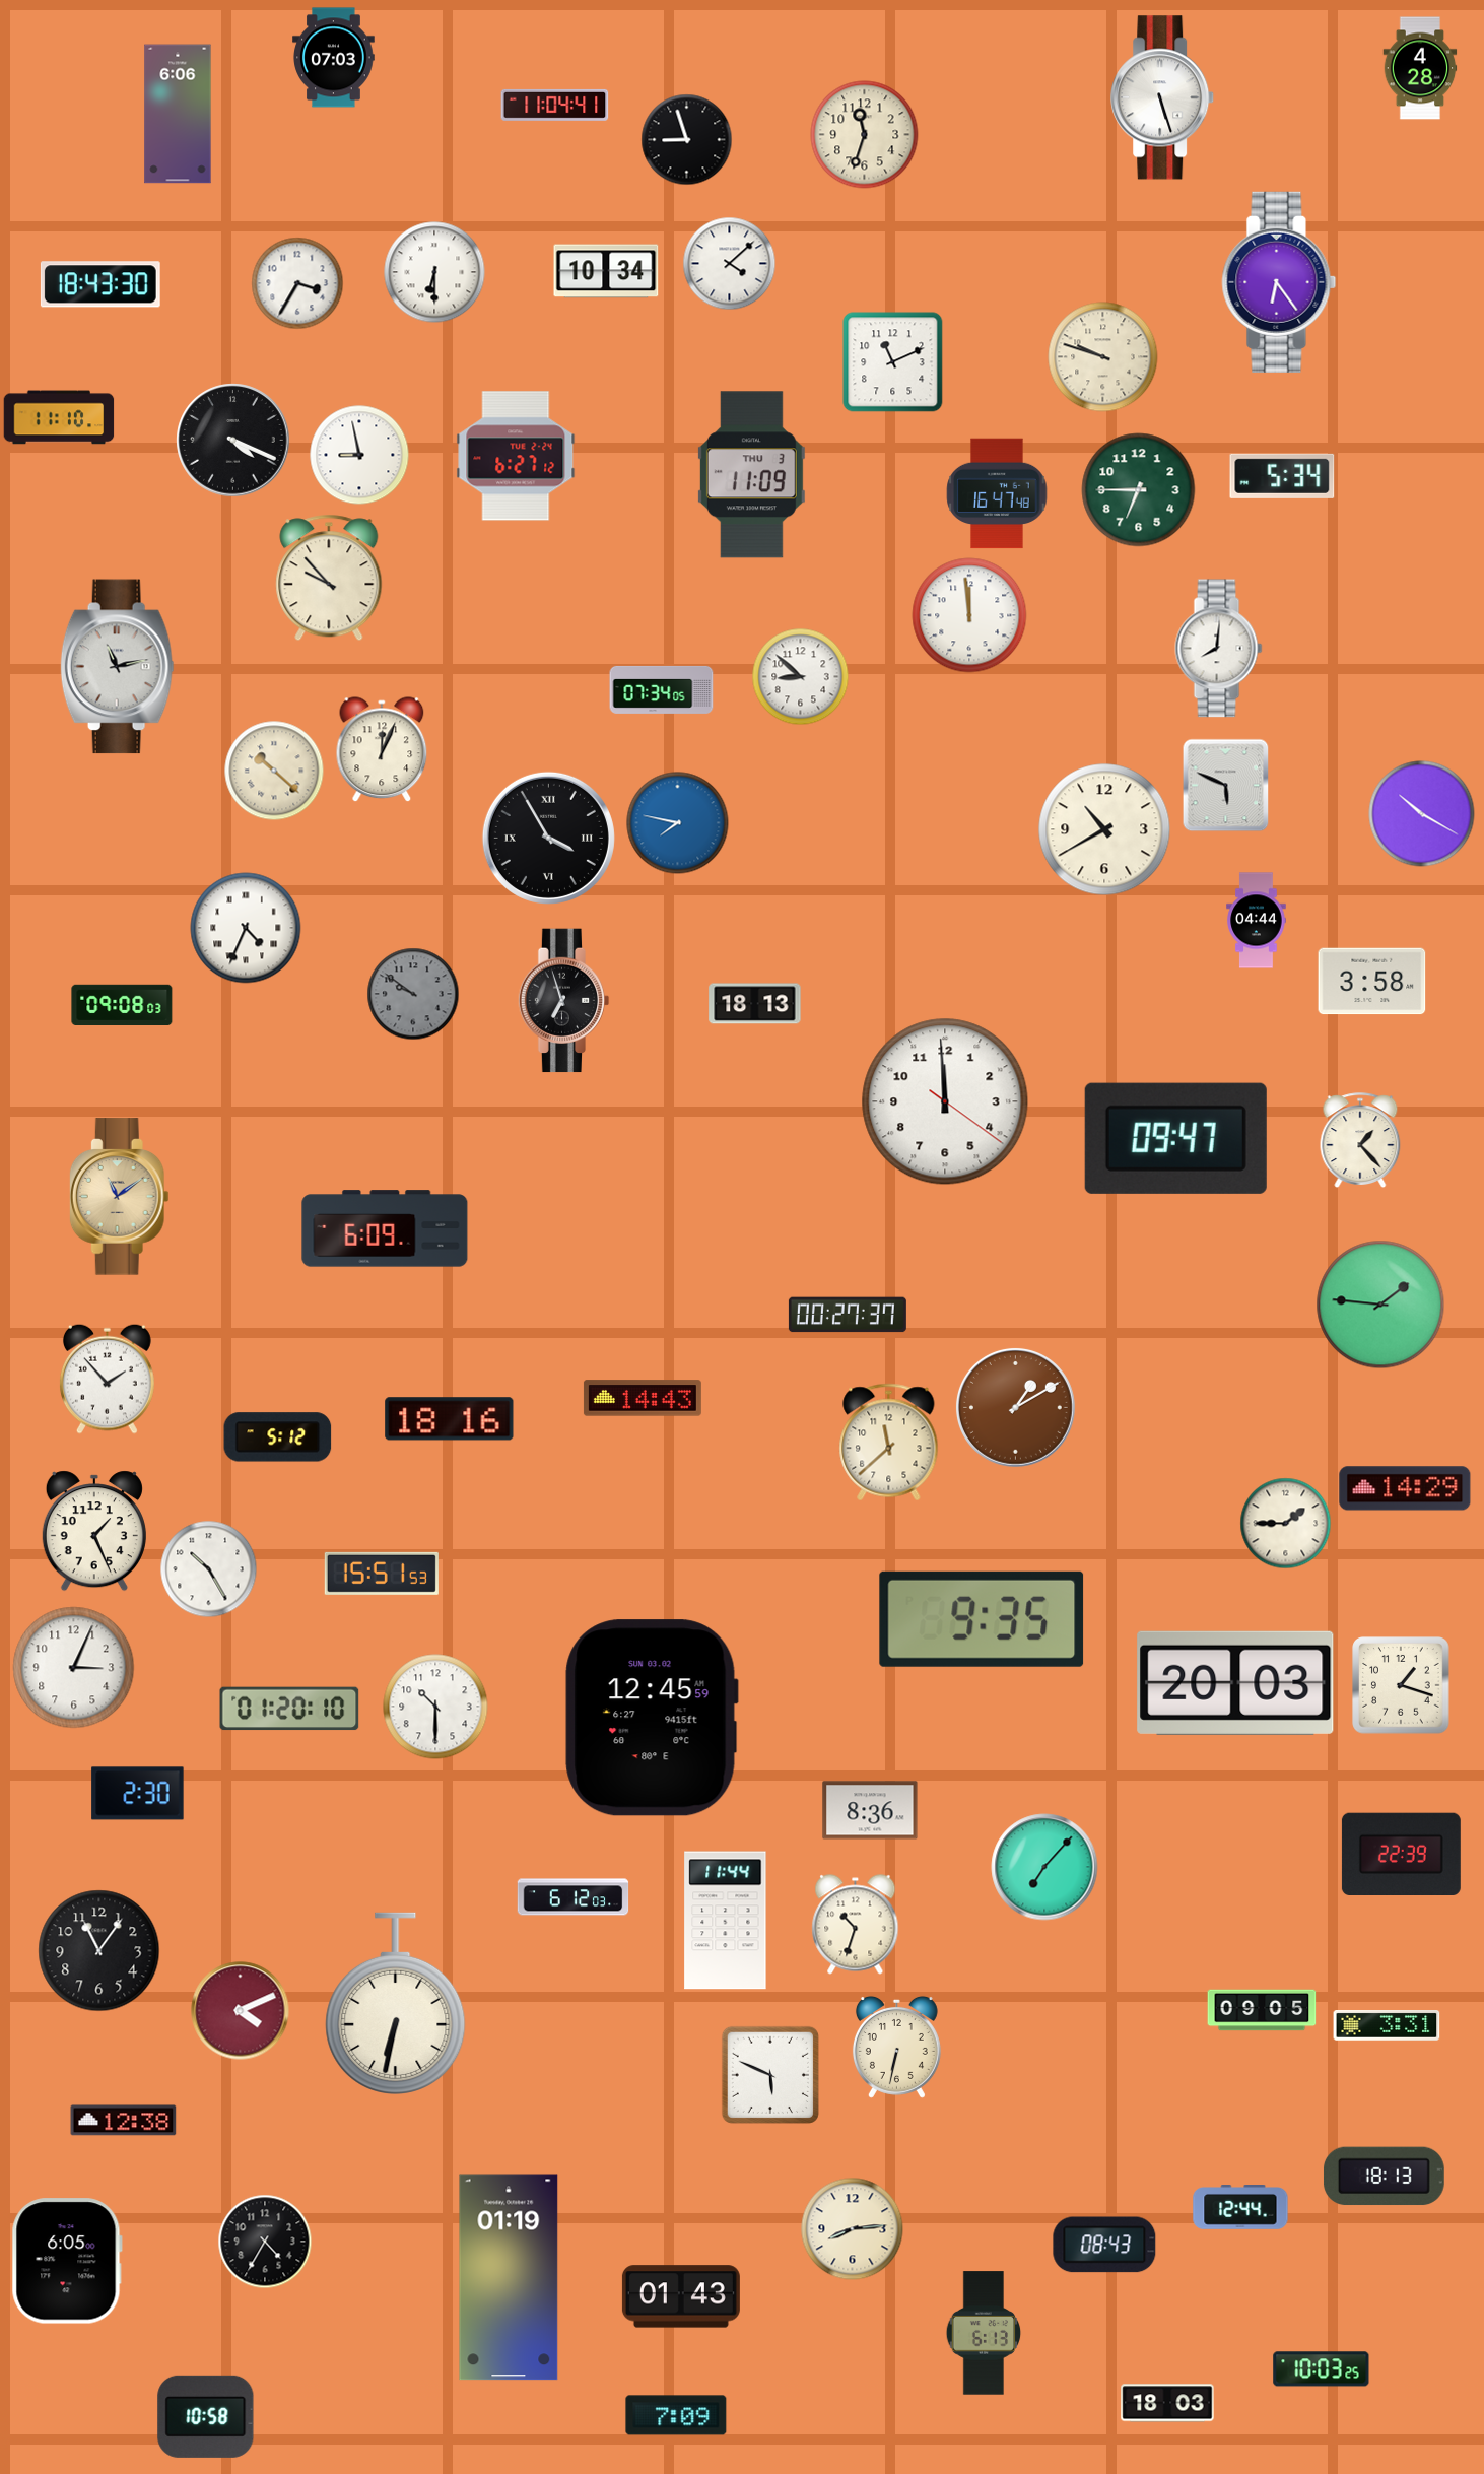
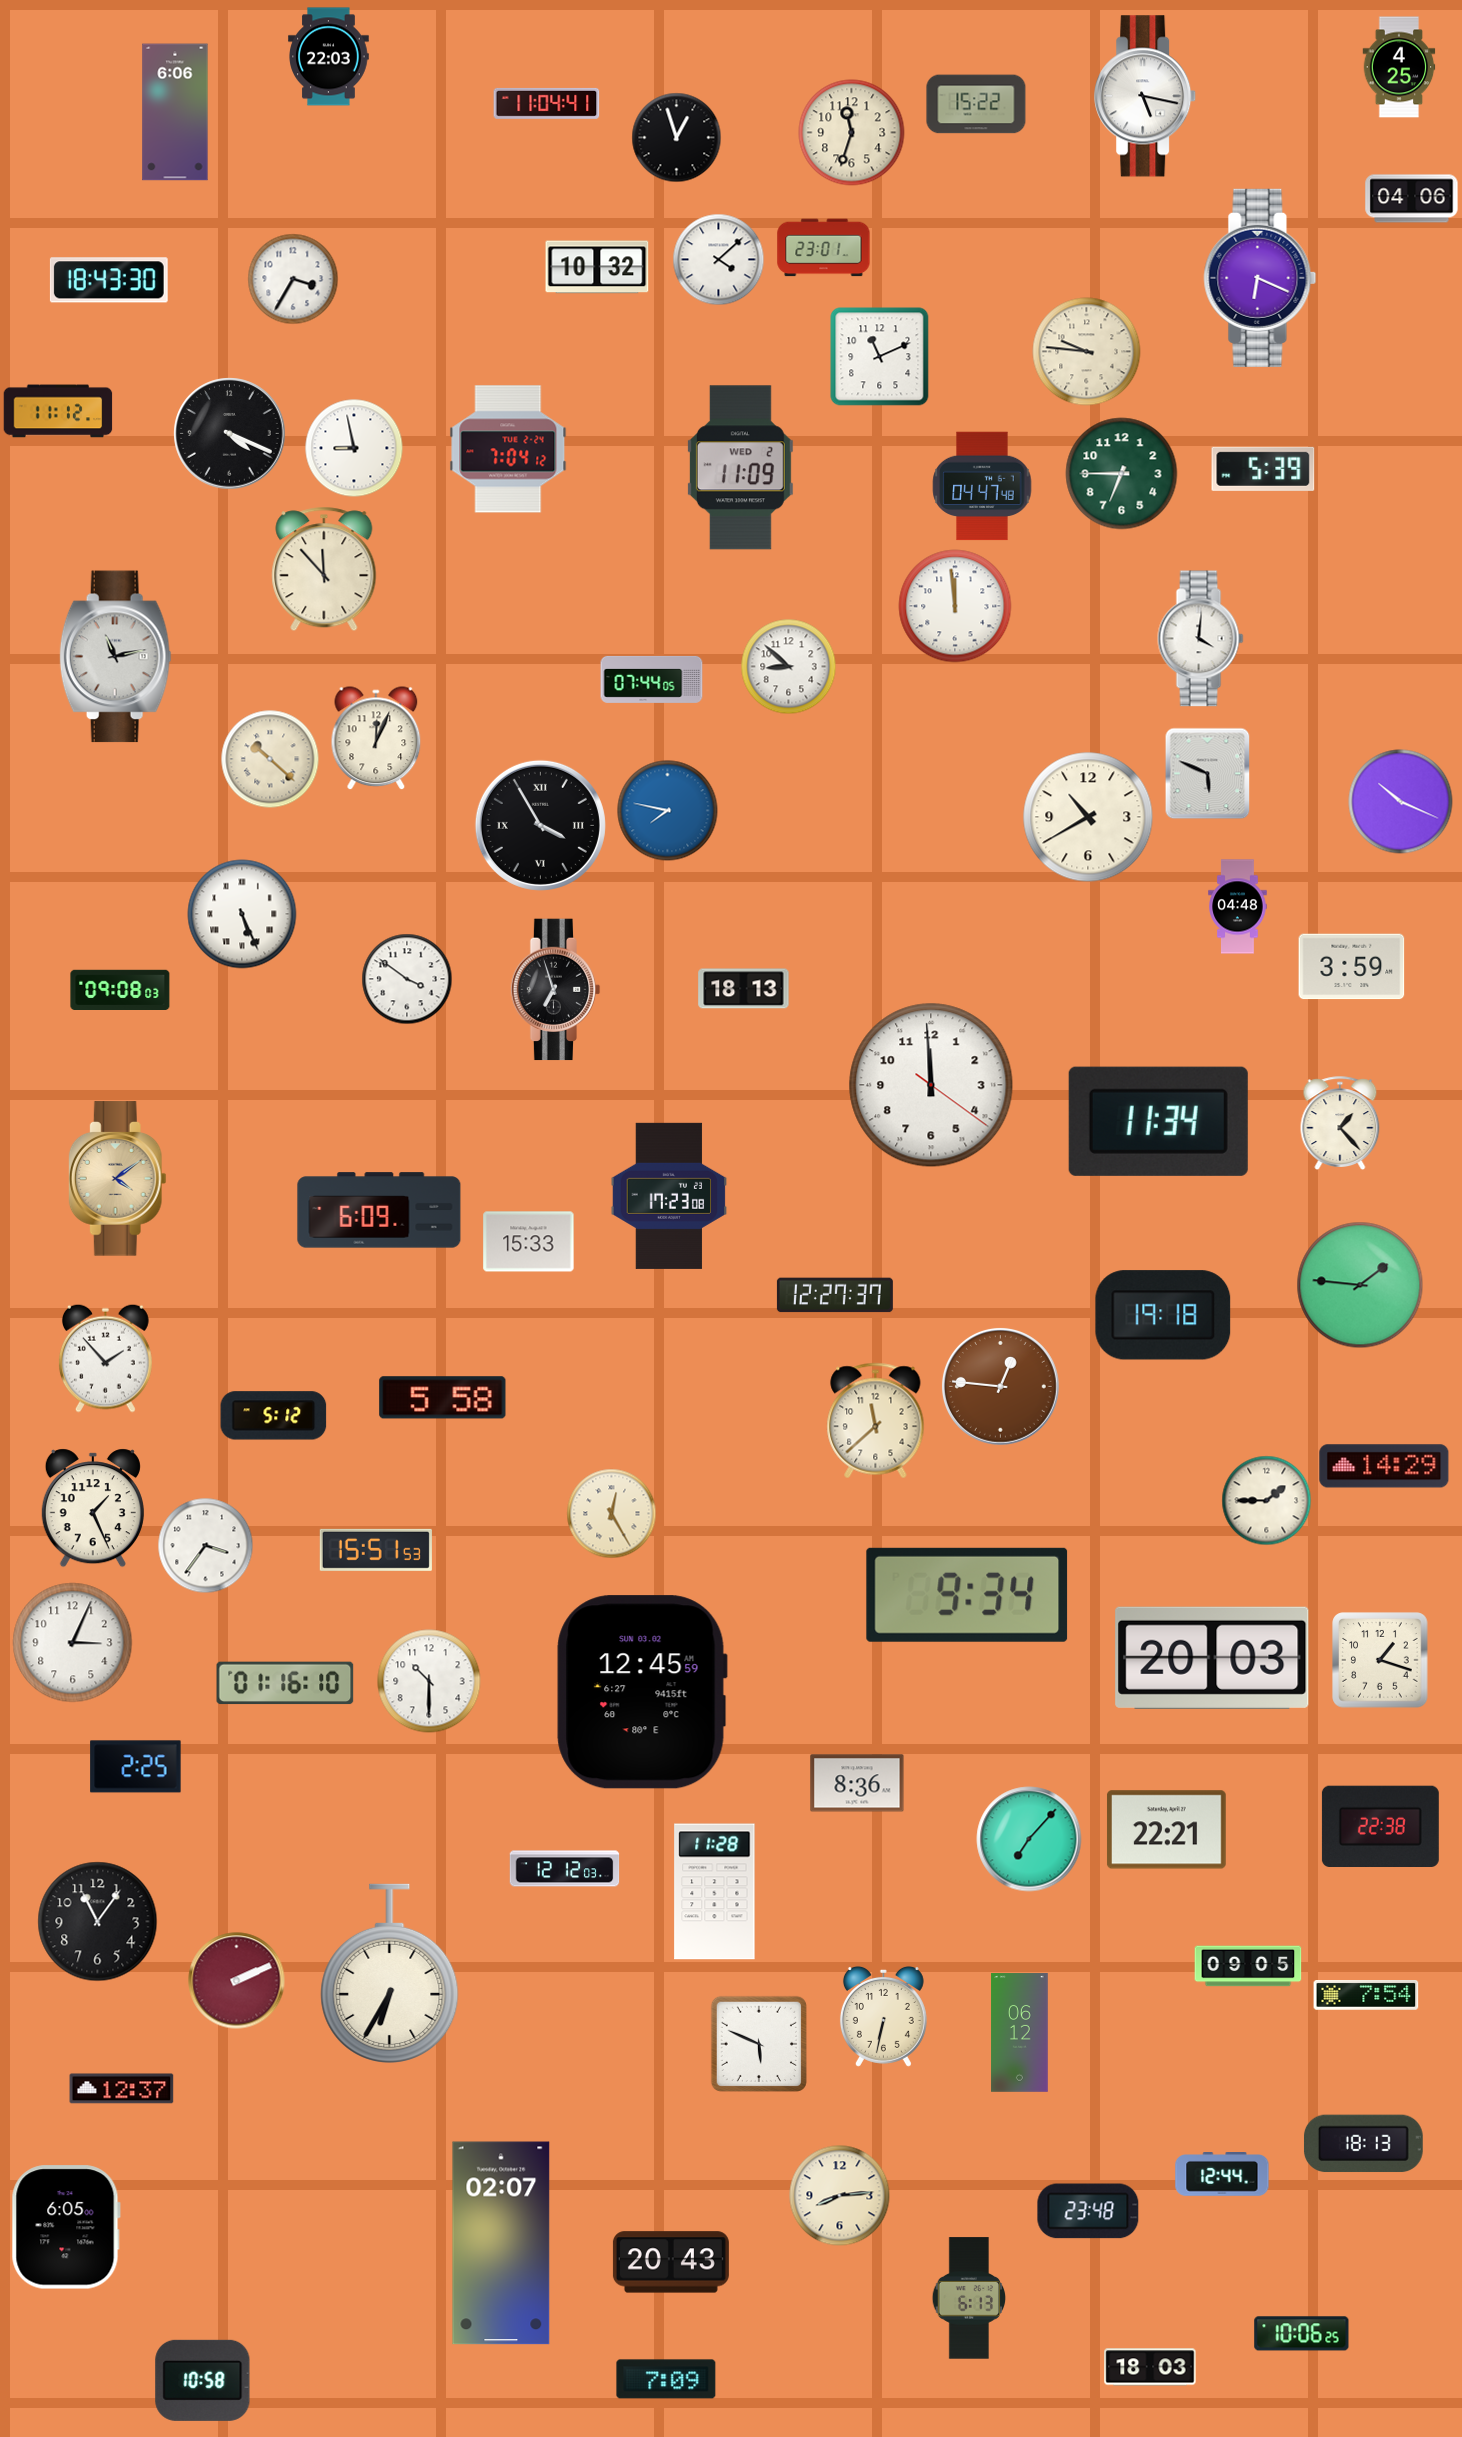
clock at (334, 58): 07:03 -> 22:03
clock at (1420, 68): 4:28 -> 4:25
clock at (1163, 97): 5:27 -> 5:17
clock at (976, 104): none -> 15:22
clock at (687, 140): 8:57 -> 12:57
clock at (1412, 199): none -> 04:06
clock at (824, 248): none -> 23:01
clock at (606, 271): 10:34 -> 10:32
clock at (434, 272): 6:30 -> none
clock at (1279, 282): 6:24 -> 6:19
clock at (100, 284) position: (100, 284) -> (109, 280)
clock at (1103, 357): 9:48 -> 9:46
clock at (59, 417): 11:10 -> 11:12
clock at (516, 456): 6:27 -> 7:04
clock at (751, 475) date: THU 3 -> WED 2
clock at (1282, 476): 5:34 -> 5:39
clock at (1139, 490) position: (1139, 490) -> (1122, 474)
clock at (997, 493): 16:47 -> 04:47
clock at (329, 578): 9:53 -> 11:53
clock at (1219, 649): 8:01 -> 4:01
clock at (662, 689): 07:34 -> 07:44
clock at (1422, 814): 10:20 -> 10:19
clock at (1257, 921): 04:44 -> 04:48
clock at (246, 928): 4:34 -> 5:26
clock at (1372, 982): 3:58 -> 3:59
clock at (413, 994): 9:51 -> 3:51
clock at (413, 994) dial: grey -> white
clock at (564, 1001) position: (564, 1001) -> (556, 990)
clock at (1175, 1138): 09:47 -> 11:34
clock at (119, 1197): 11:09 -> 4:09
clock at (669, 1196): none -> 17:23
clock at (529, 1242): none -> 15:33
clock at (848, 1315): 00:27 -> 12:27
clock at (1163, 1315): none -> 19:18
clock at (643, 1398): 14:43 -> none
clock at (1016, 1408): 1:10 -> 12:46
clock at (450, 1419): 18:16 -> 5:58
clock at (612, 1514): none -> 12:25
clock at (209, 1569): 10:25 -> 3:36
clock at (982, 1619): 9:35 -> 9:34
clock at (1235, 1683) position: (1235, 1683) -> (1212, 1658)
clock at (289, 1709): 01:20 -> 01:16
clock at (138, 1794): 2:30 -> 2:25
clock at (1401, 1854): 22:39 -> 22:38
clock at (1166, 1830): none -> 22:21
clock at (574, 1897): 6:12 -> 12:12
clock at (726, 1921): 11:44 -> 11:28
clock at (856, 1925): 10:33 -> none
clock at (396, 2003): 6:32 -> 6:35
clock at (1262, 2010) position: (1262, 2010) -> (1248, 1966)
clock at (241, 2011): 4:11 -> 2:11
clock at (1387, 2026): 3:31 -> 7:54
clock at (1020, 2033): none -> 06:12
clock at (124, 2121): 12:38 -> 12:37
clock at (265, 2242): 4:35 -> none
clock at (1104, 2245): 08:43 -> 23:48
clock at (509, 2277): 01:19 -> 02:07
clock at (681, 2296): 01:43 -> 20:43
clock at (1322, 2369): 10:03 -> 10:06
